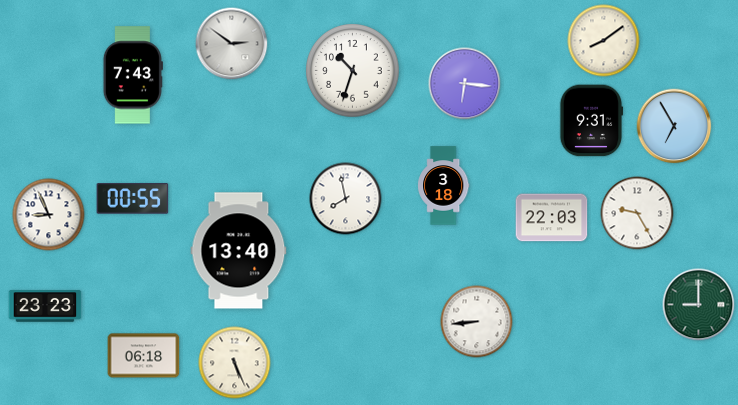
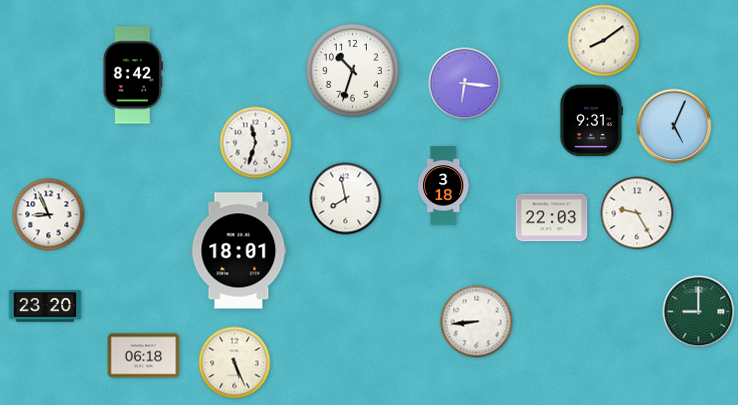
clock at (232, 44): 2:51 -> none
clock at (133, 75): 7:43 -> 8:42
clock at (674, 126): 6:55 -> 5:04
clock at (256, 143): none -> 11:33
clock at (133, 199): 00:55 -> none
clock at (239, 251): 13:40 -> 18:01
clock at (699, 305) position: (699, 305) -> (699, 312)
clock at (45, 306): 23:23 -> 23:20
